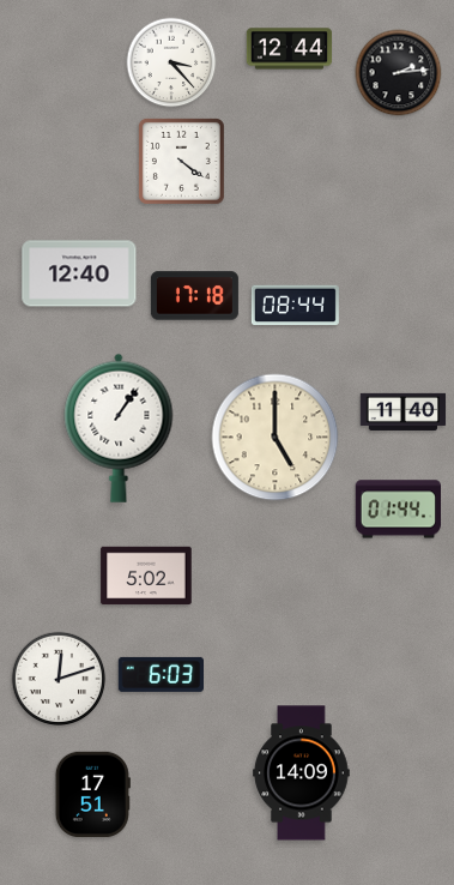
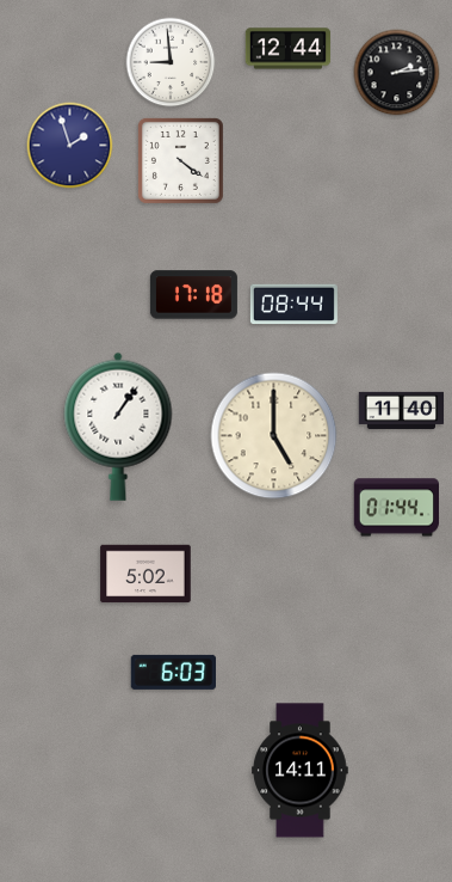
clock at (171, 62): 3:23 -> 8:59
clock at (70, 146): none -> 1:57
clock at (79, 273): 12:40 -> none
clock at (161, 674) position: (161, 674) -> (173, 672)
clock at (59, 679): 12:12 -> none
clock at (302, 773): 14:09 -> 14:11
clock at (92, 794): 17:51 -> none
